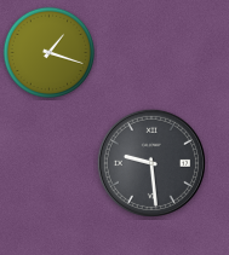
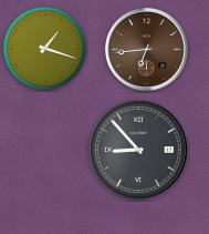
clock at (146, 49): none -> 6:44
clock at (151, 163): 9:29 -> 8:53
